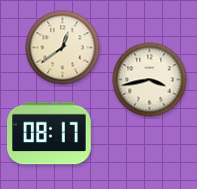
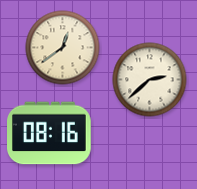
clock at (150, 80): 3:43 -> 2:38
clock at (50, 133): 08:17 -> 08:16
